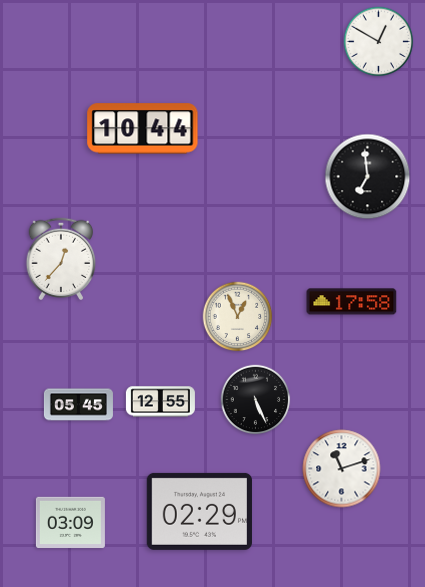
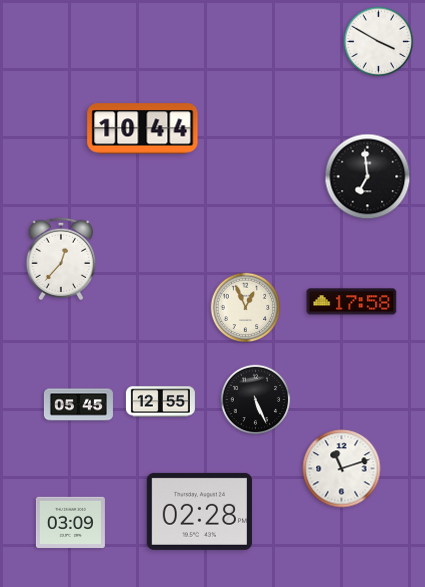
clock at (379, 42): 12:50 -> 3:50
clock at (238, 317) position: (238, 317) -> (246, 308)
clock at (199, 511): 02:29 -> 02:28
